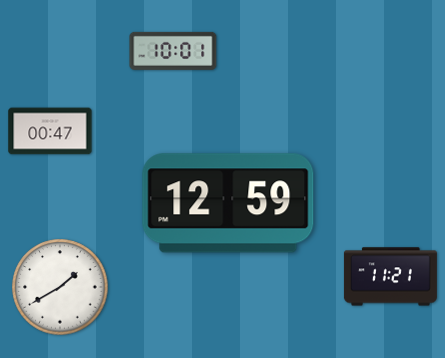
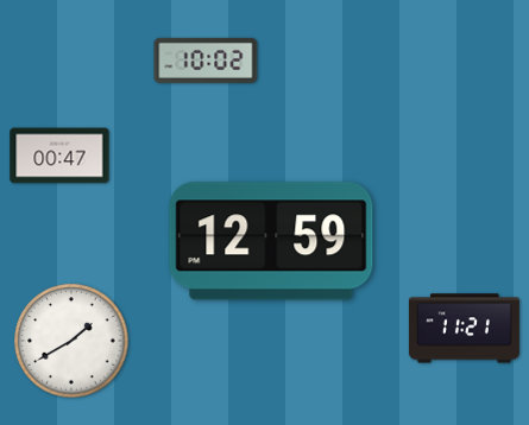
clock at (173, 51): 10:01 -> 10:02
